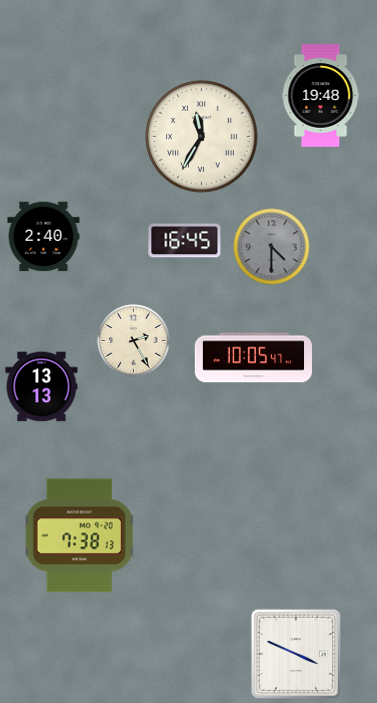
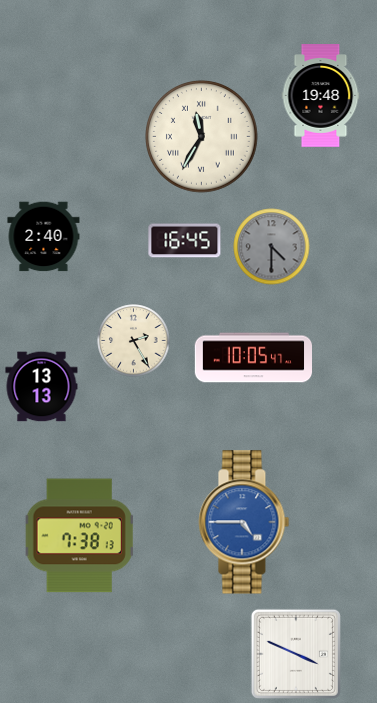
clock at (244, 522): none -> 4:45
